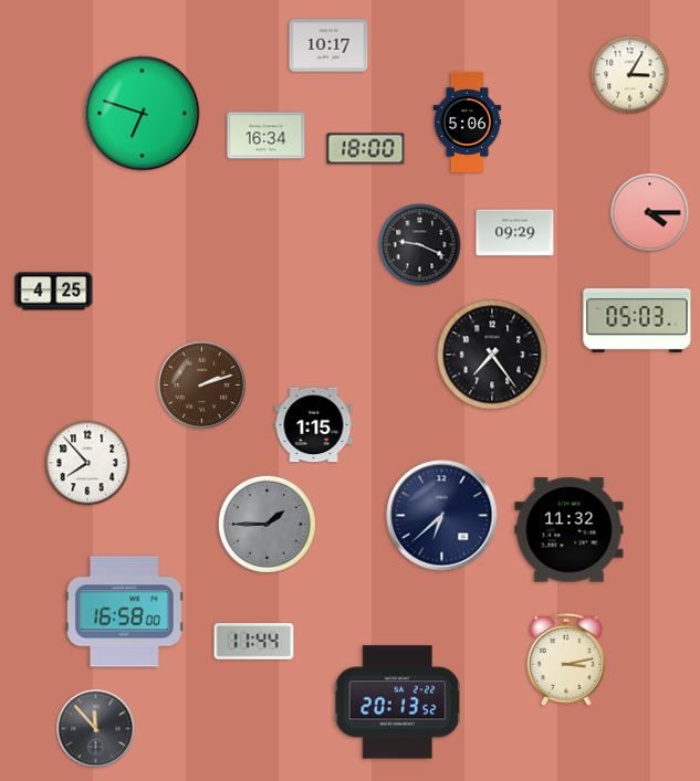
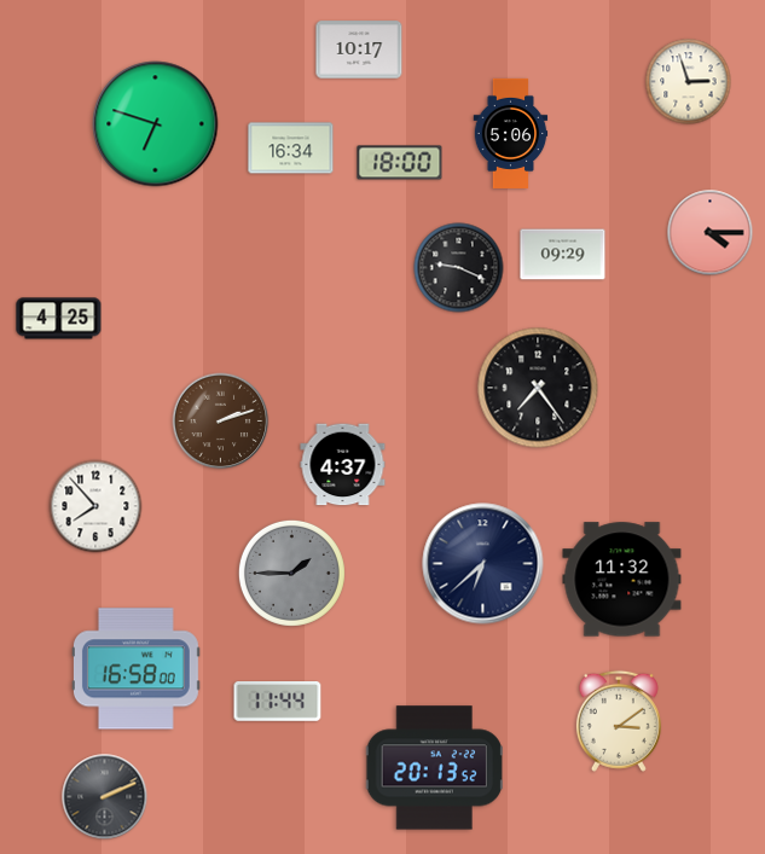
clock at (630, 75): 3:05 -> 2:57
clock at (637, 320): 05:03 -> none
clock at (314, 425): 1:15 -> 4:37
clock at (566, 659): 3:13 -> 3:09
clock at (96, 729): 11:53 -> 2:11
